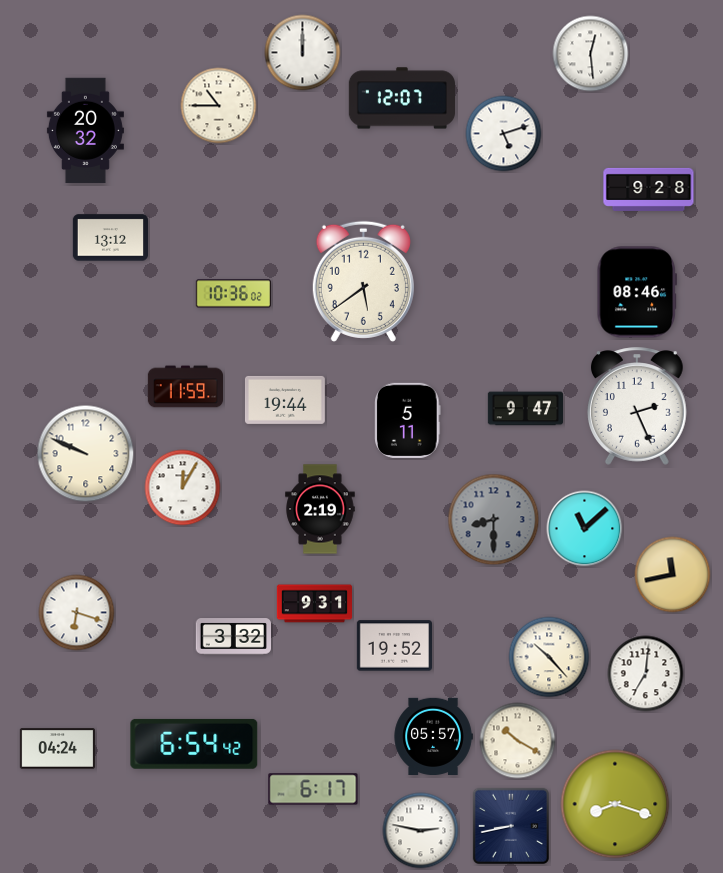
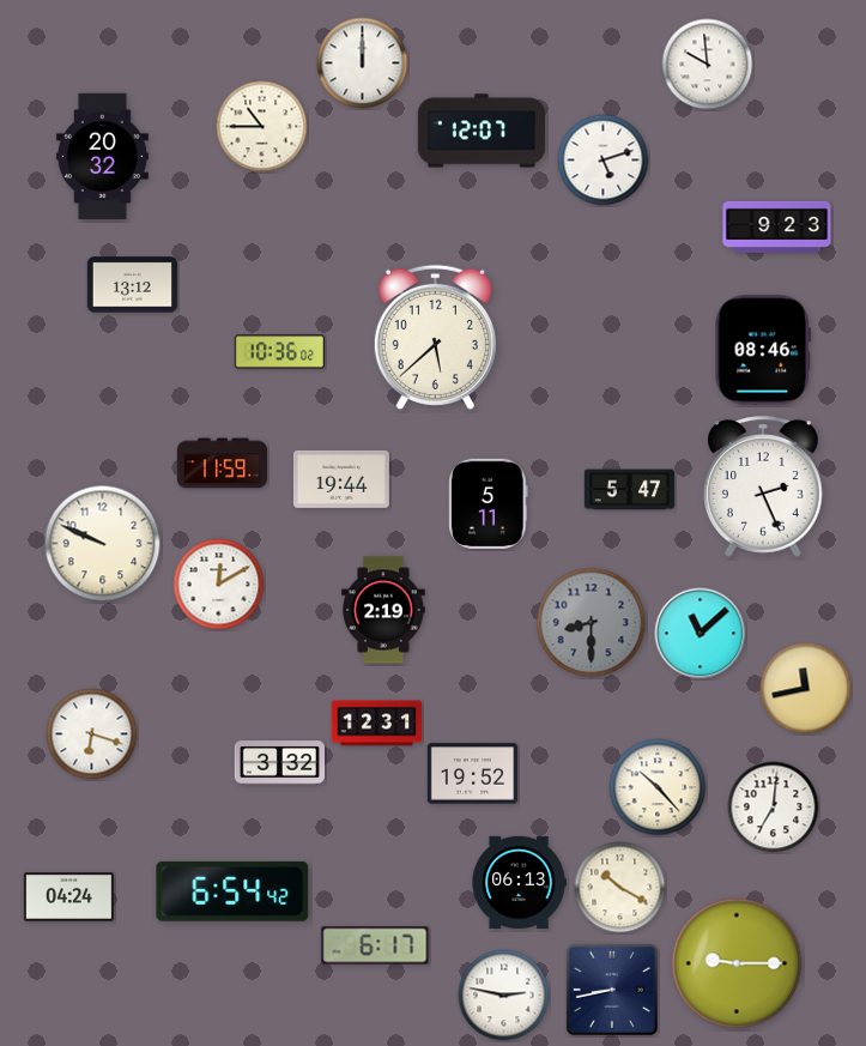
clock at (591, 54): 12:29 -> 9:59
clock at (401, 98) position: (401, 98) -> (480, 131)
clock at (649, 189): 9:28 -> 9:23
clock at (363, 281): 5:39 -> 5:38
clock at (525, 409): 9:47 -> 5:47
clock at (183, 488): 12:05 -> 12:10
clock at (315, 604): 9:31 -> 12:31
clock at (433, 736): 05:57 -> 06:13
clock at (615, 804): 8:18 -> 9:15
